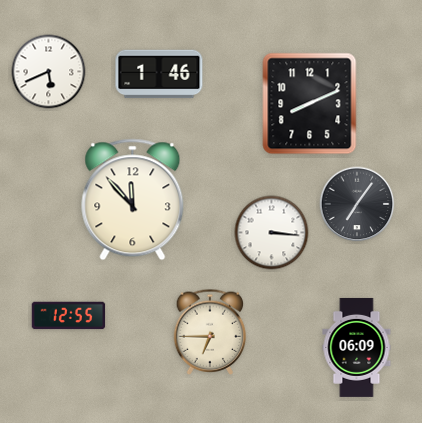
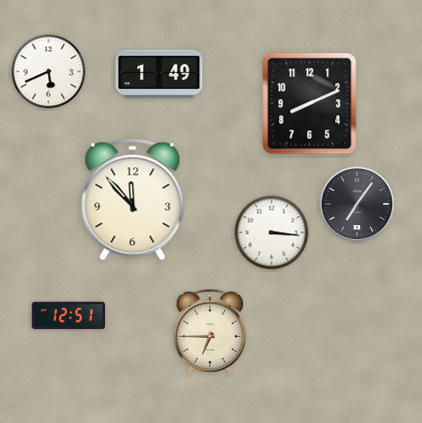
clock at (159, 74): 1:46 -> 1:49
clock at (69, 316): 12:55 -> 12:51
clock at (357, 347): 06:09 -> none
